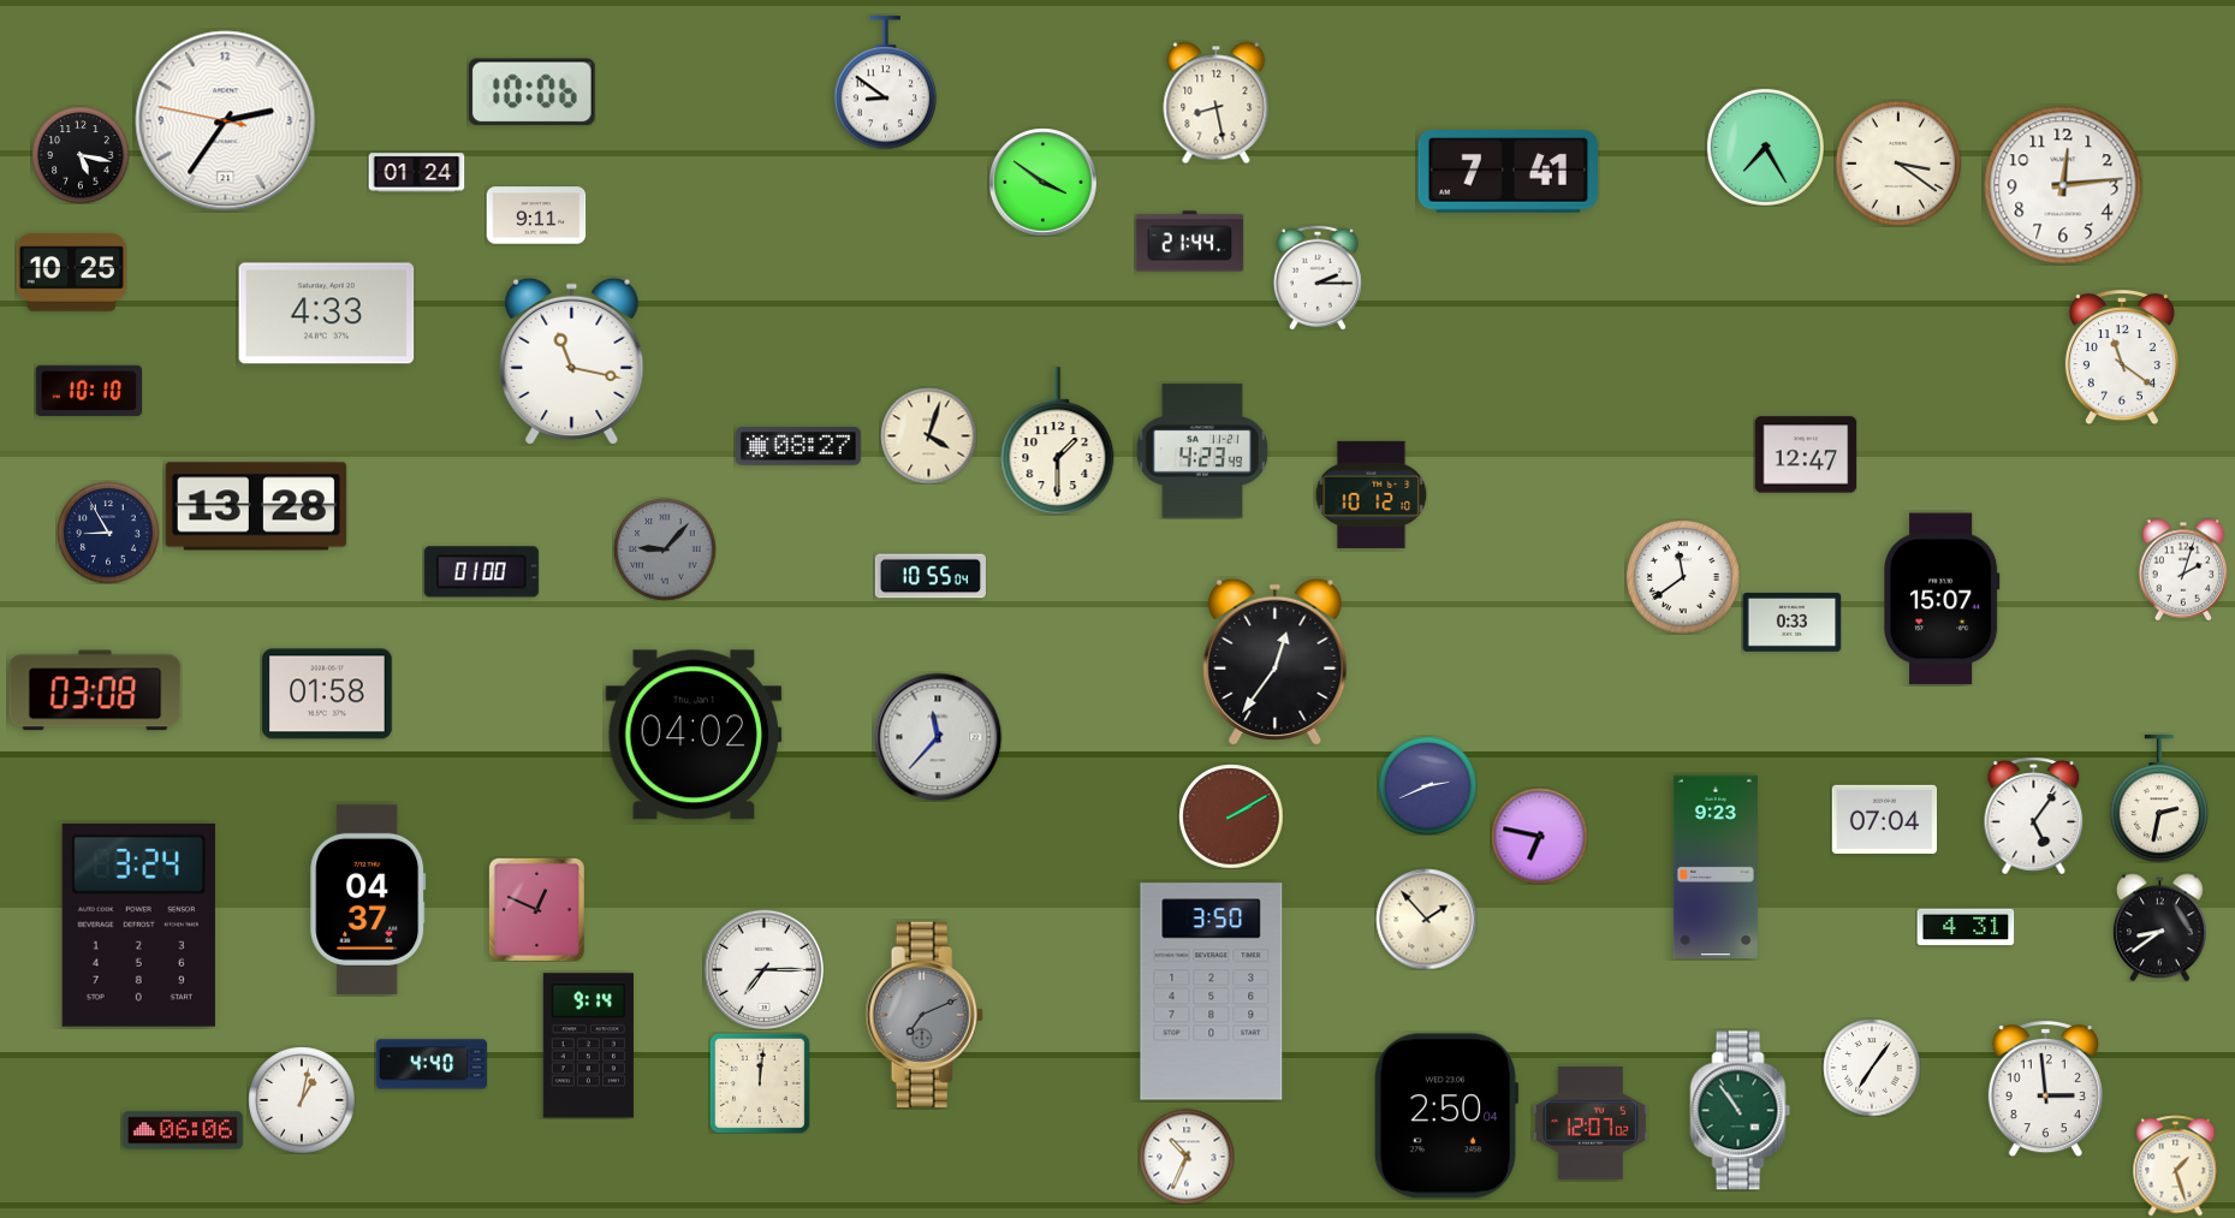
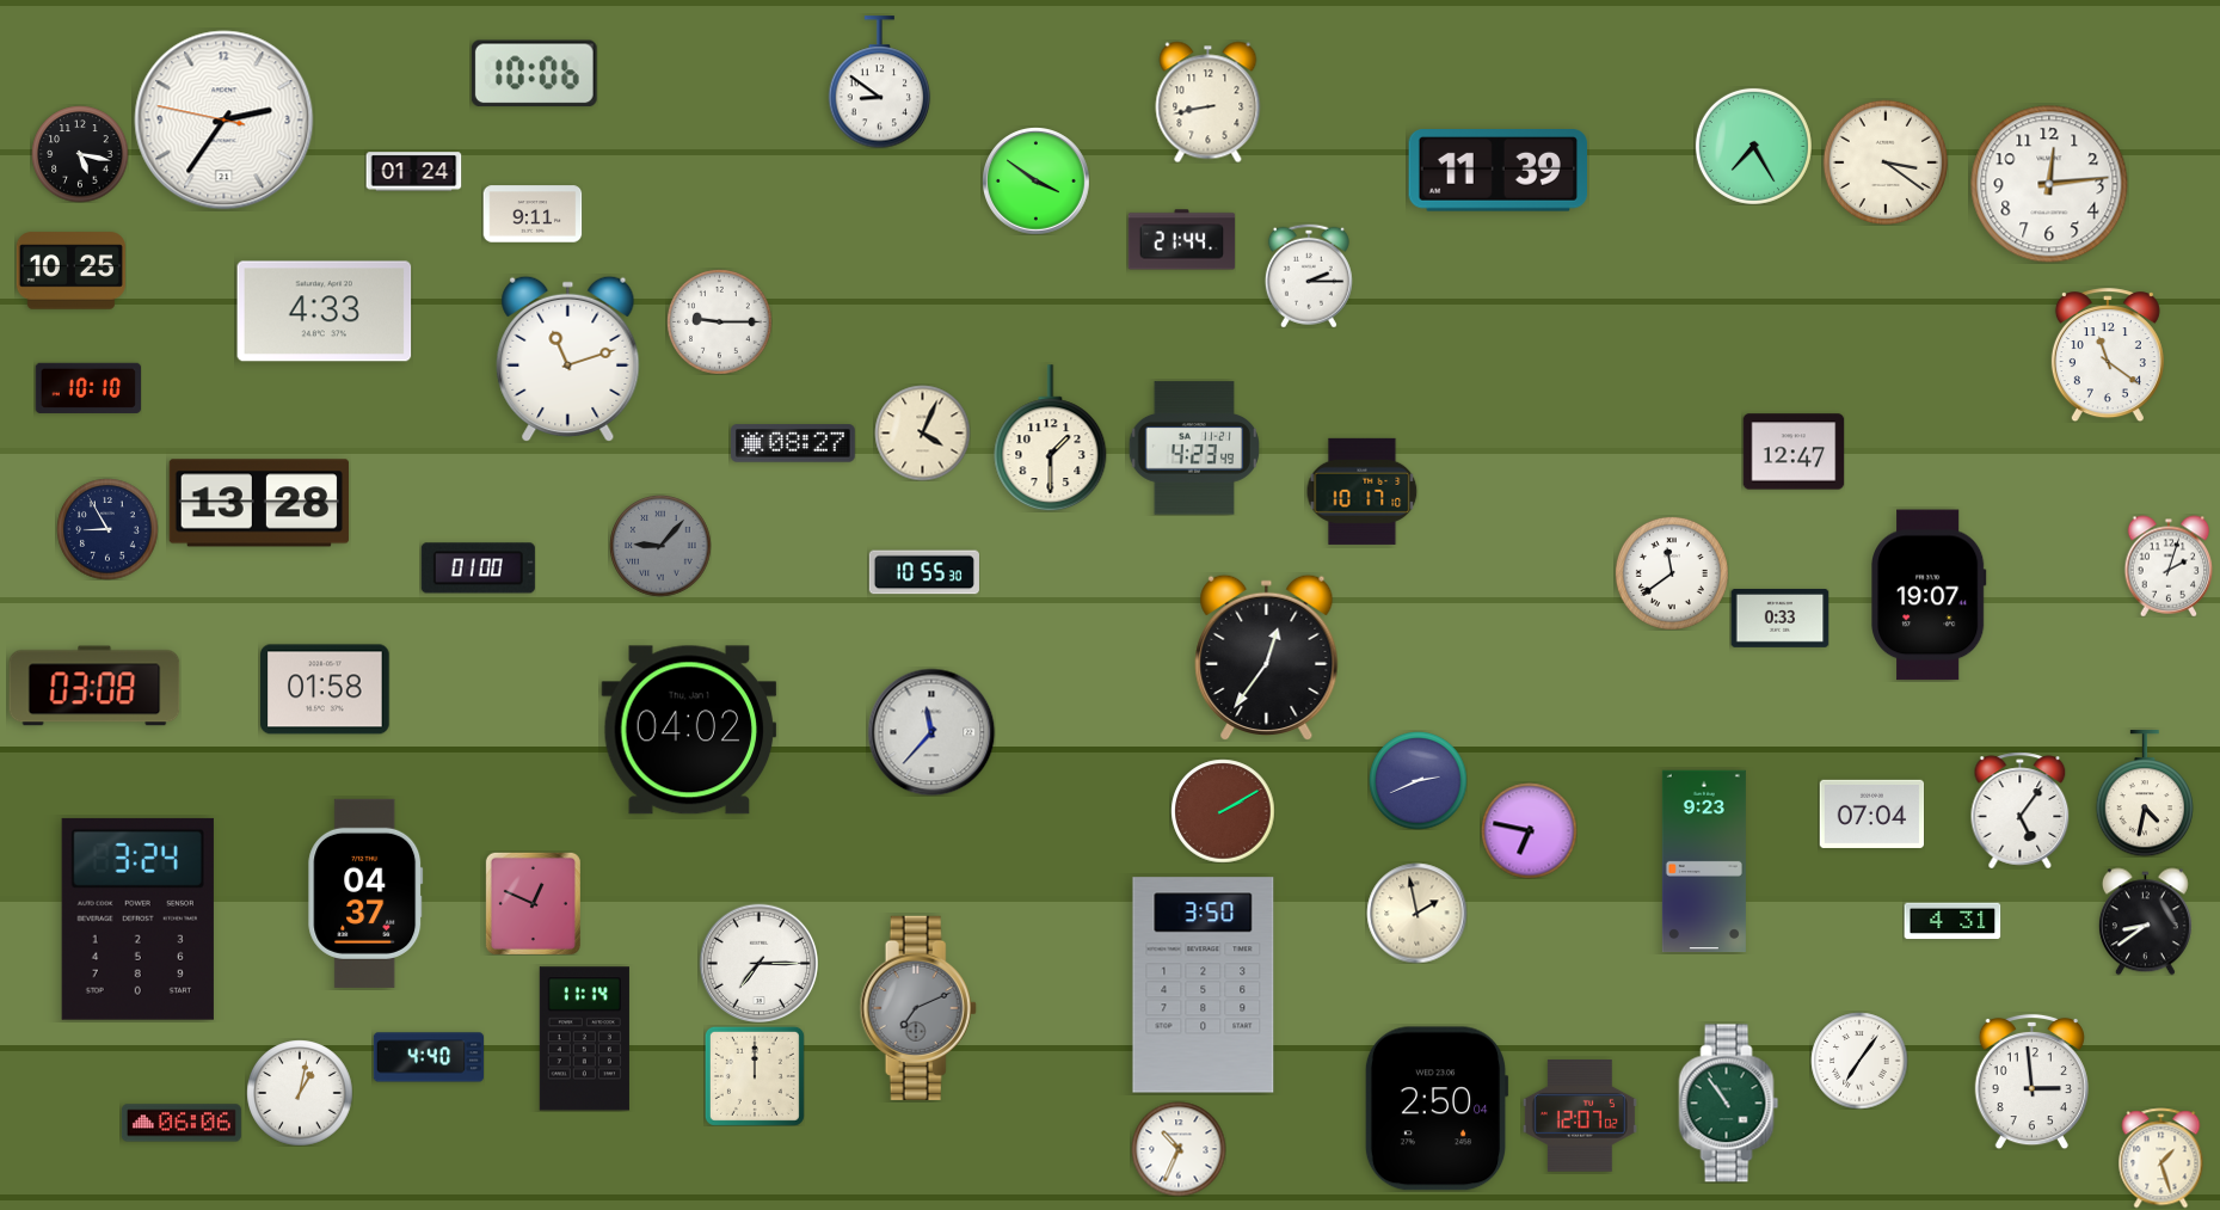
clock at (531, 93) position: (531, 93) -> (534, 74)
clock at (1217, 102): 8:28 -> 8:43
clock at (1508, 172): 7:41 -> 11:39
clock at (719, 321): none -> 9:15
clock at (572, 361): 11:17 -> 11:12
clock at (928, 435): 4:03 -> 4:04
clock at (1371, 494): 10:12 -> 10:17
clock at (256, 506) position: (256, 506) -> (259, 503)
clock at (931, 576): 10:55:04 -> 10:55:30
clock at (1943, 599): 15:07 -> 19:07
clock at (2158, 798): 2:32 -> 4:32
clock at (1426, 919): 1:53 -> 1:58
clock at (588, 1046): 9:14 -> 11:14
clock at (760, 1083): 12:01 -> 12:00
